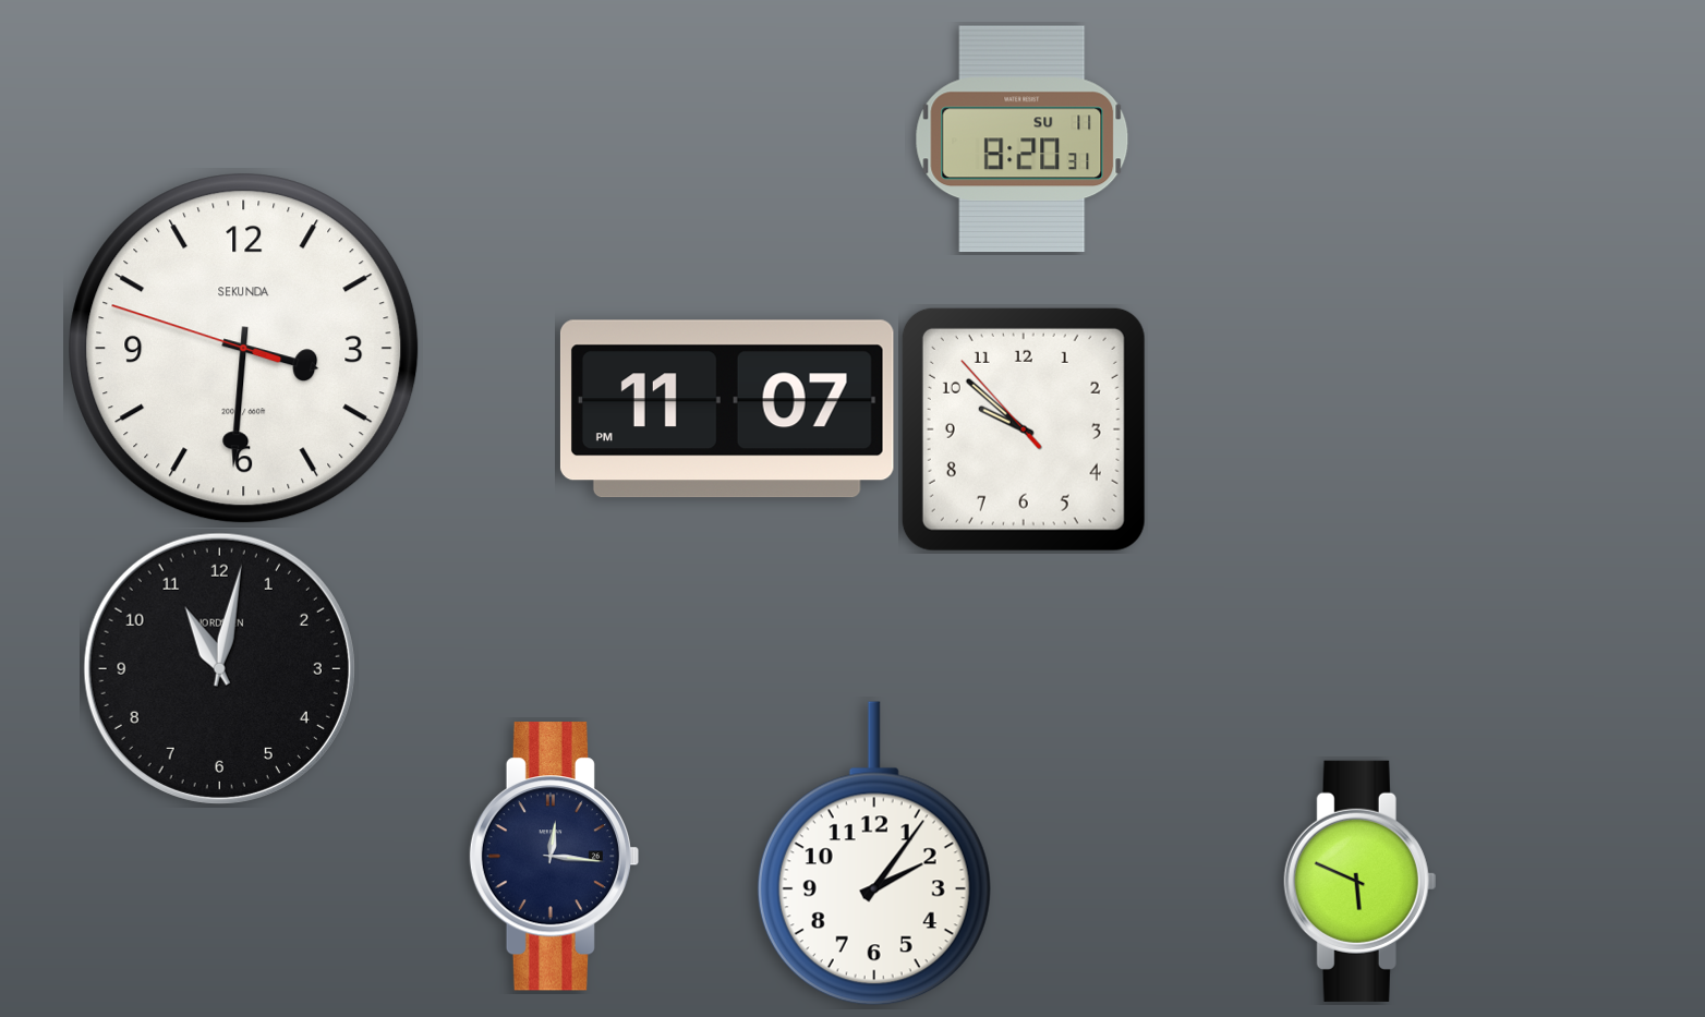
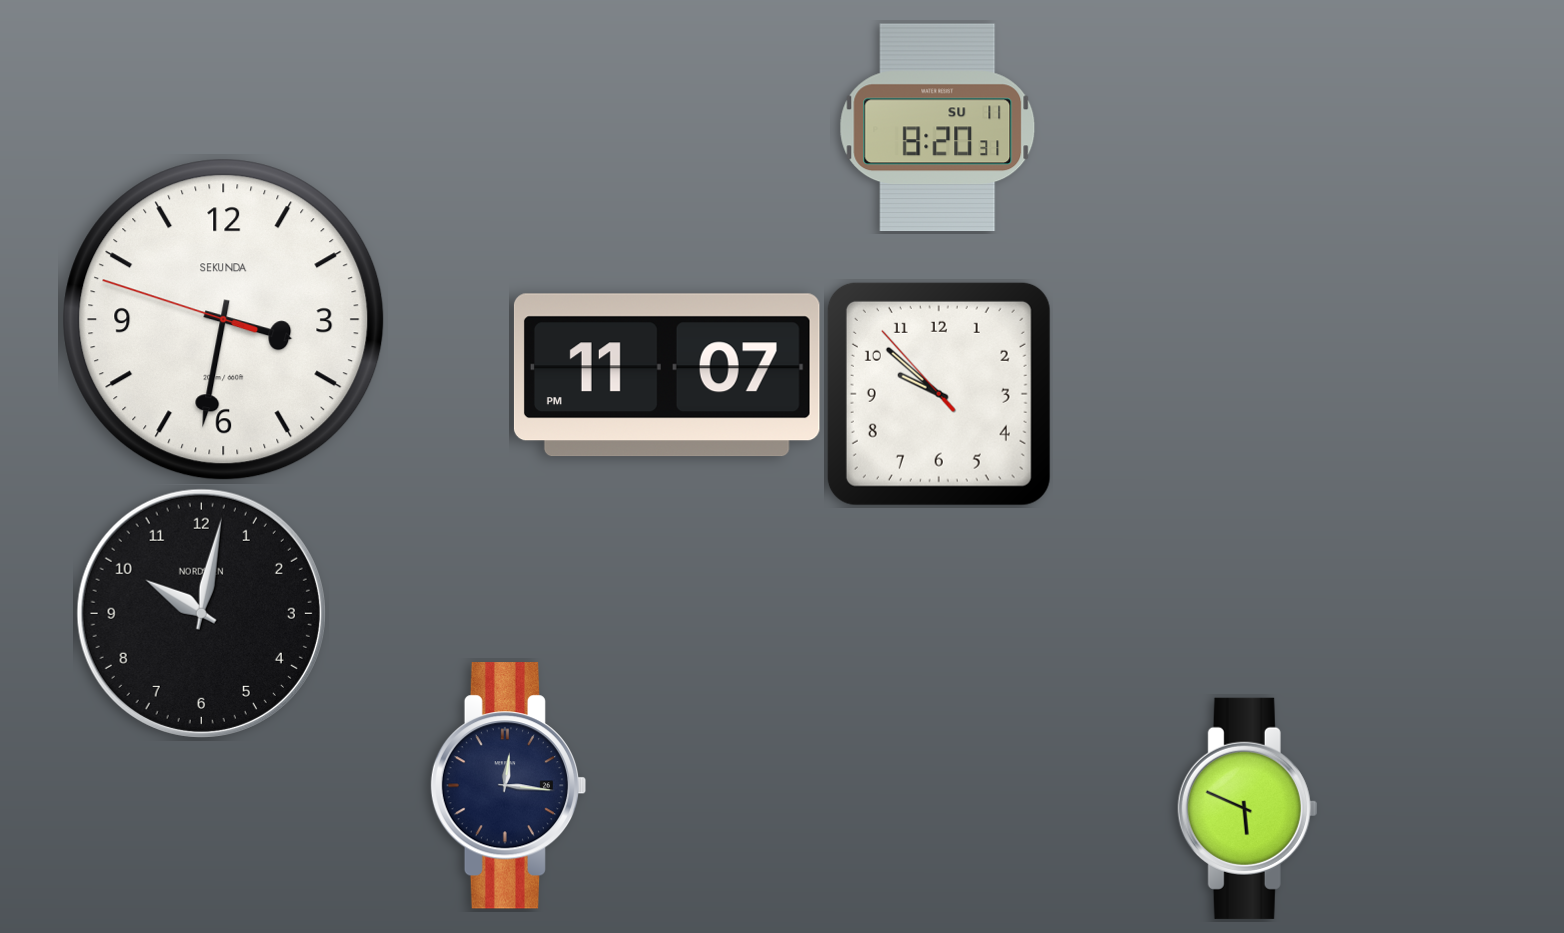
clock at (244, 349): 3:30 -> 3:31
clock at (219, 668): 11:02 -> 10:02
clock at (874, 853): 2:06 -> none
